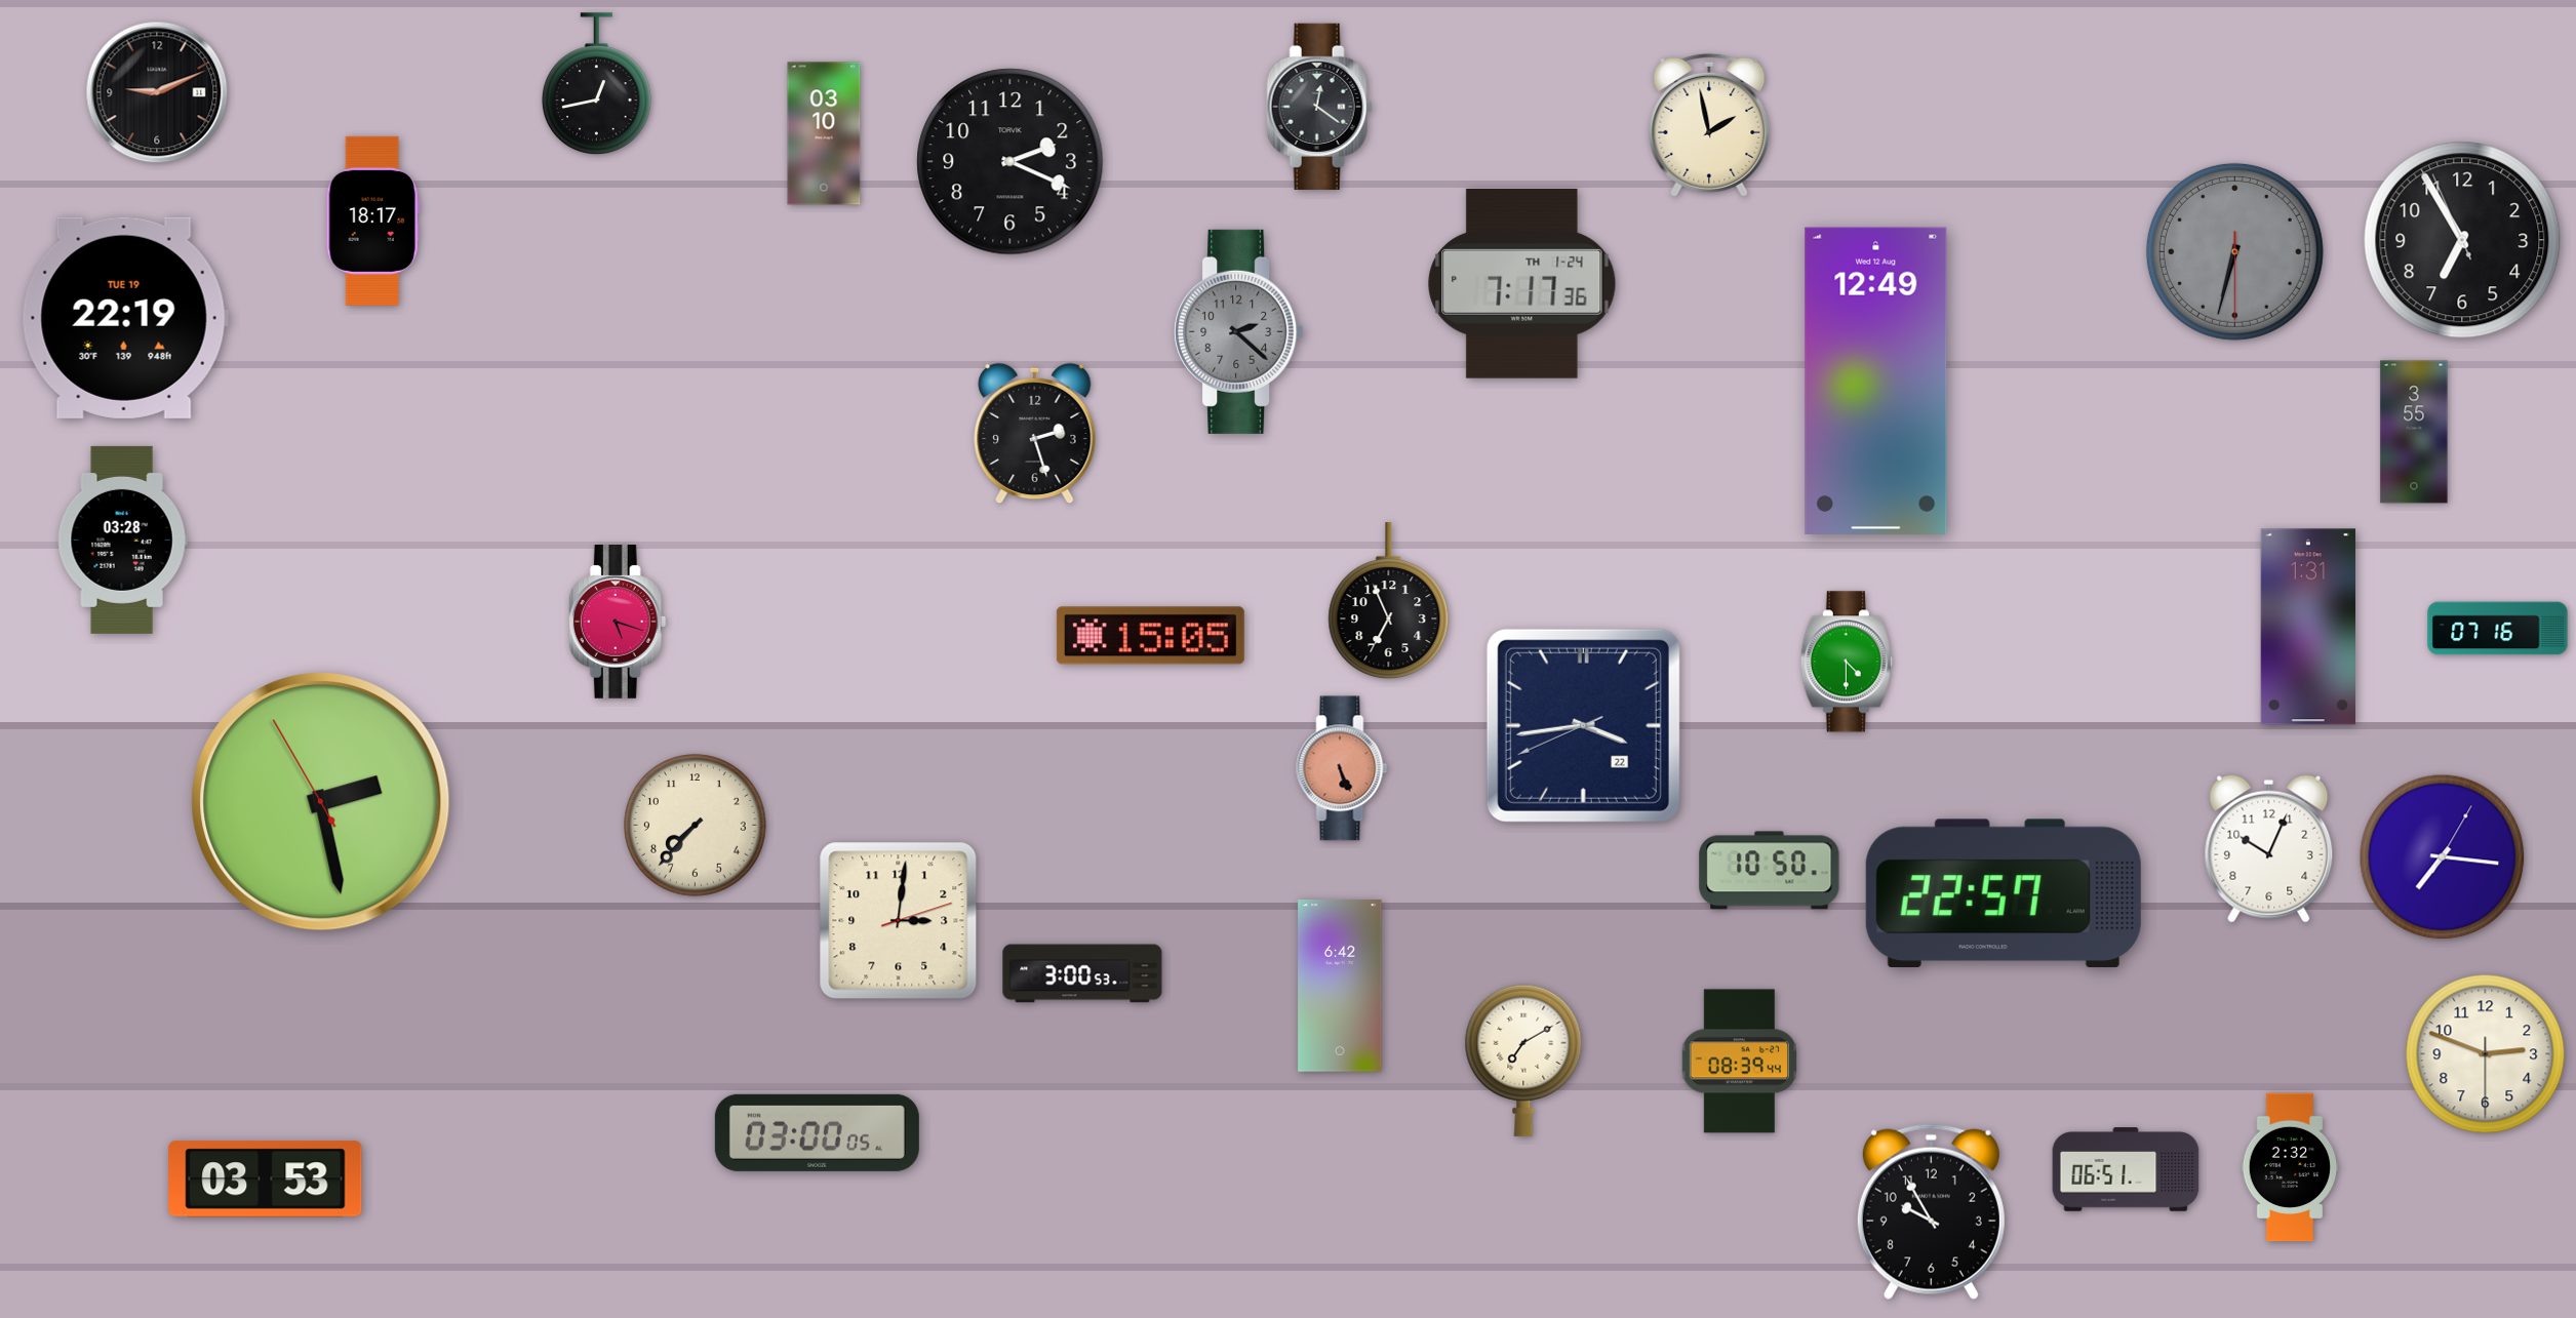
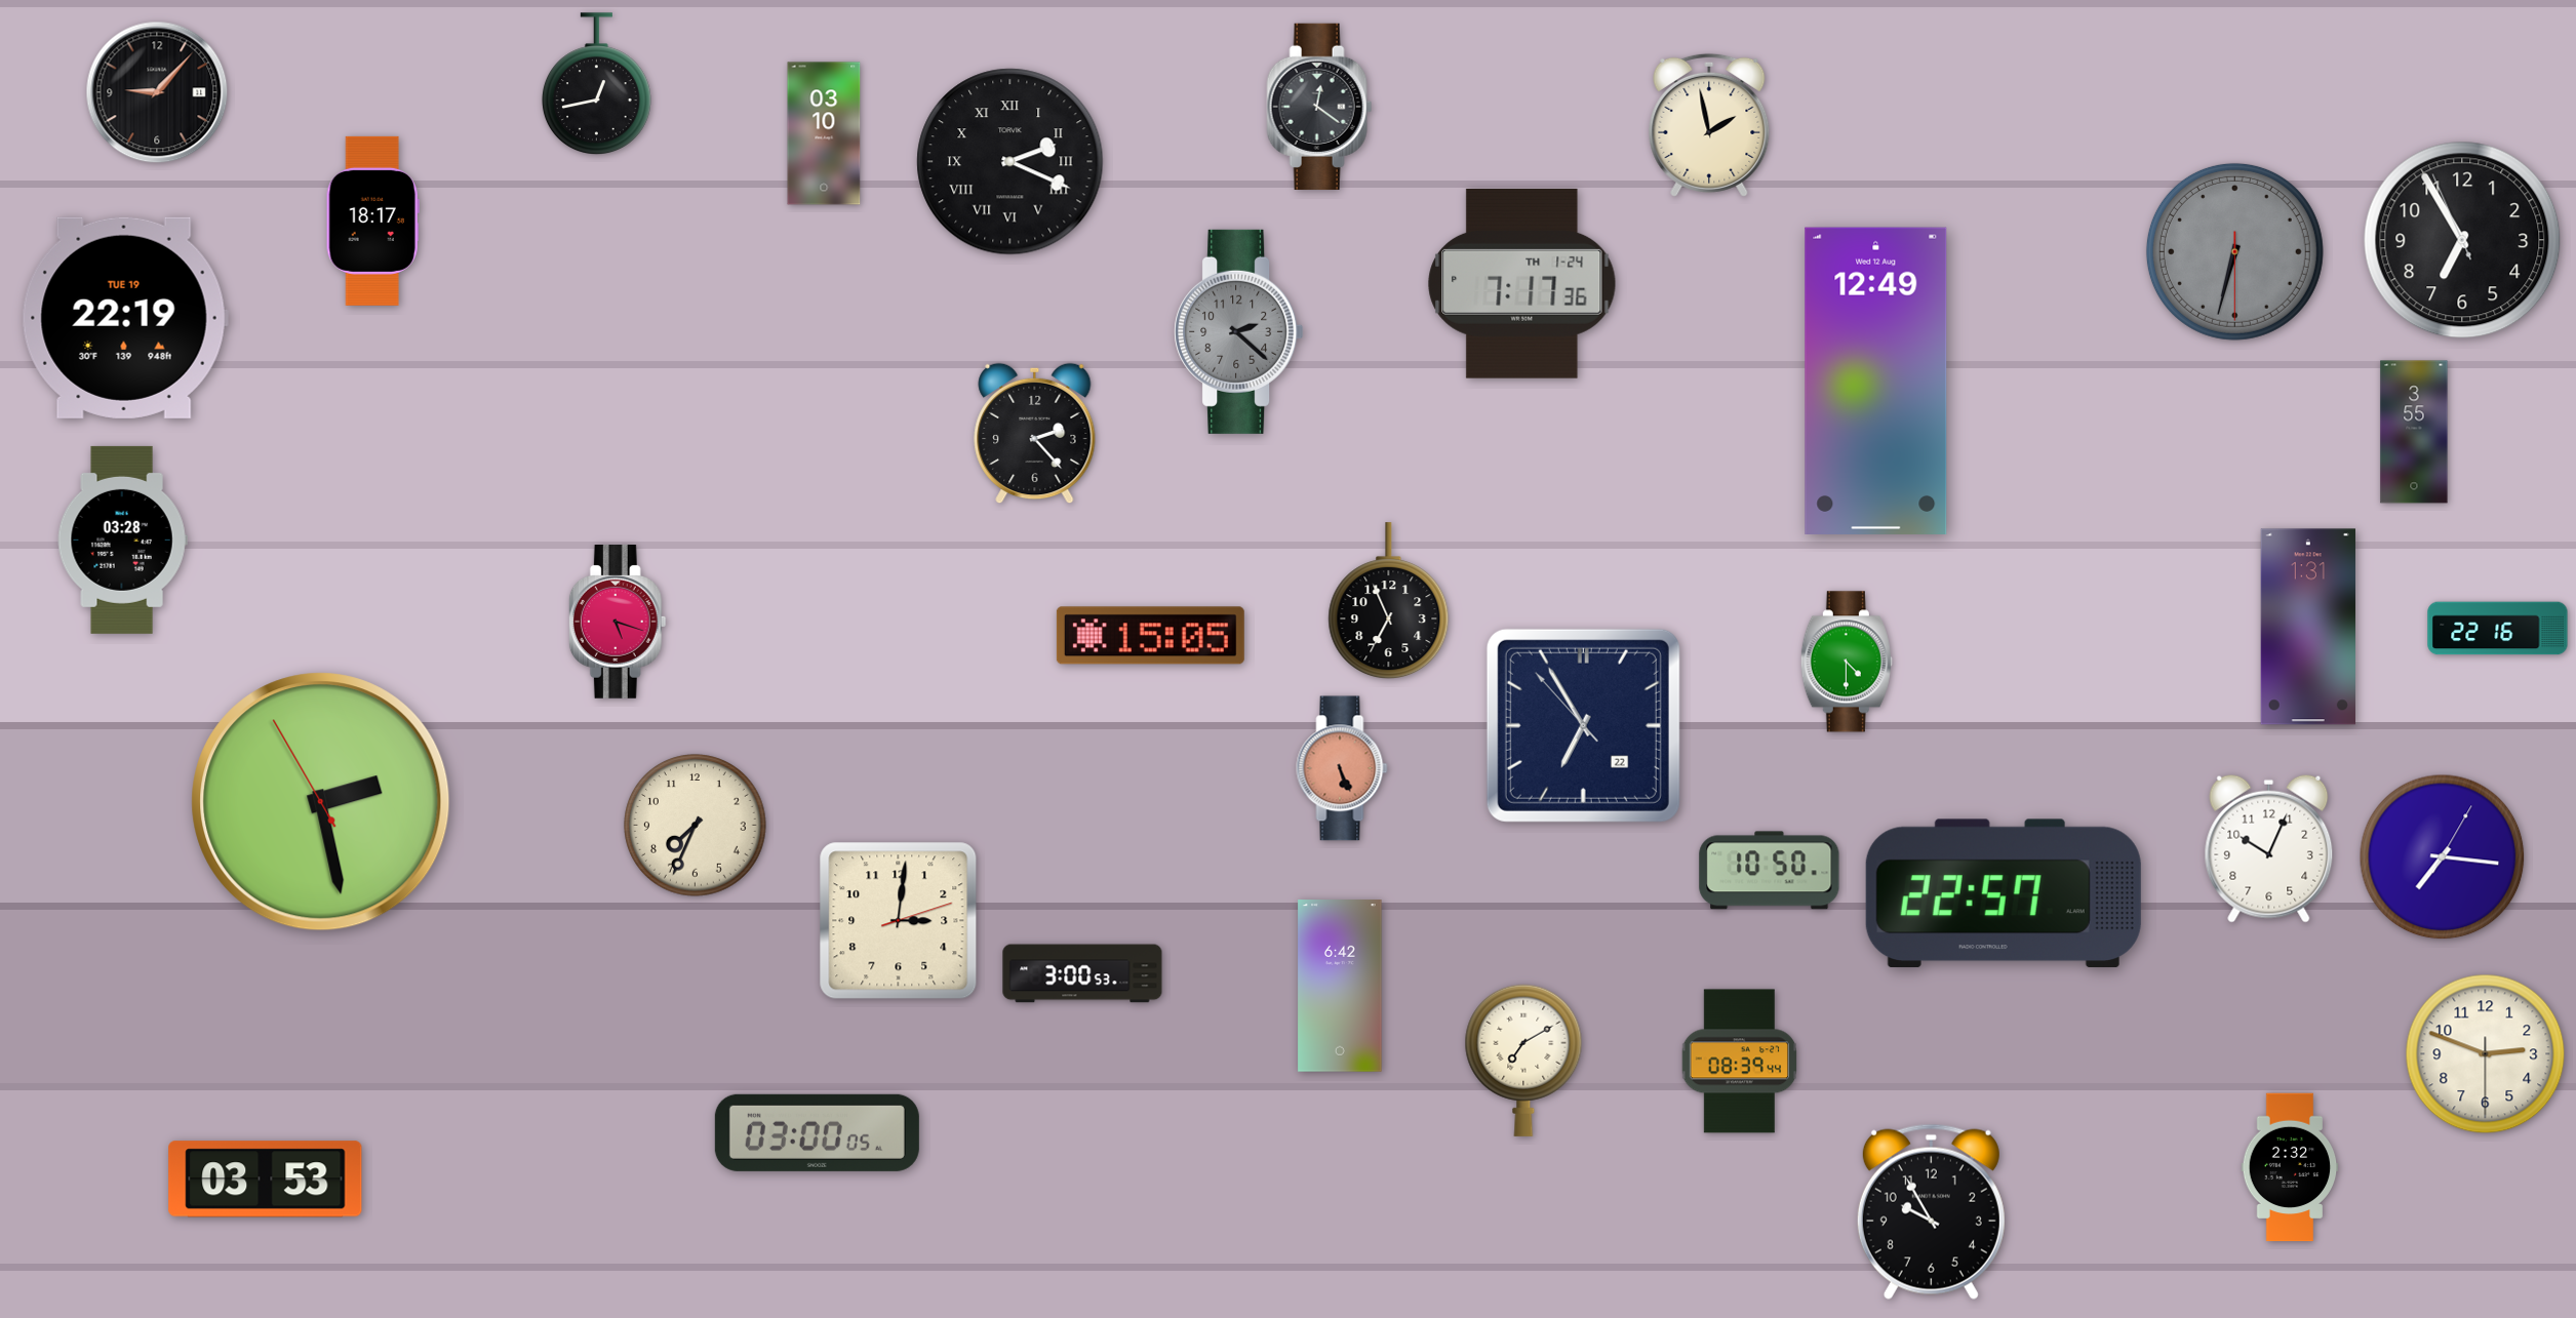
clock at (157, 92): 9:11 -> 9:07
clock at (1010, 162) numerals: Arabic -> Roman
clock at (1035, 434): 2:27 -> 2:23
clock at (2498, 629): 07:16 -> 22:16
clock at (1583, 725): 3:43 -> 6:54
clock at (696, 826): 7:37 -> 7:34
clock at (2126, 1169): 06:51 -> none
